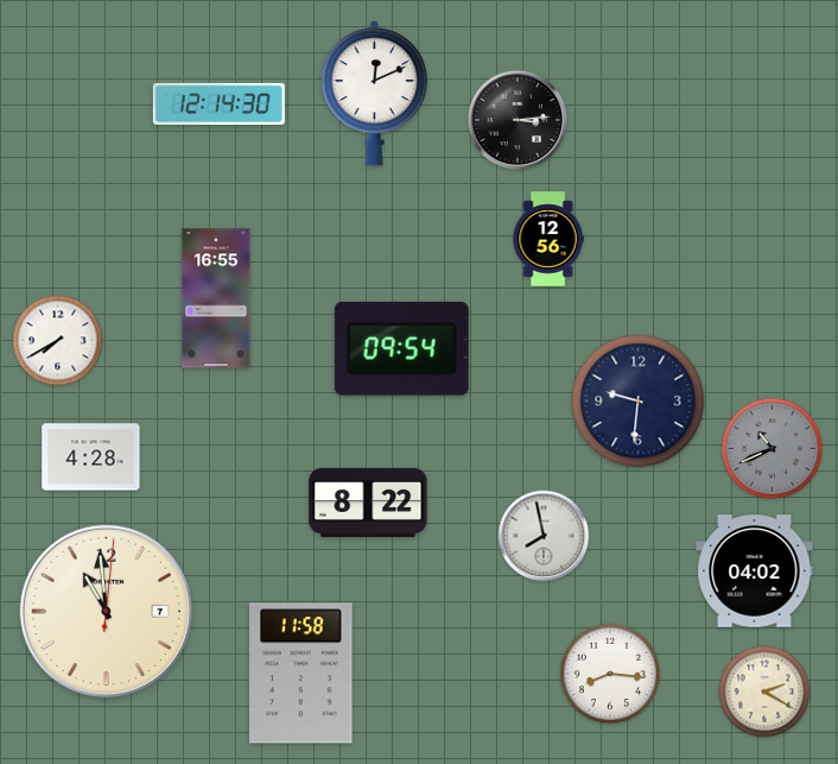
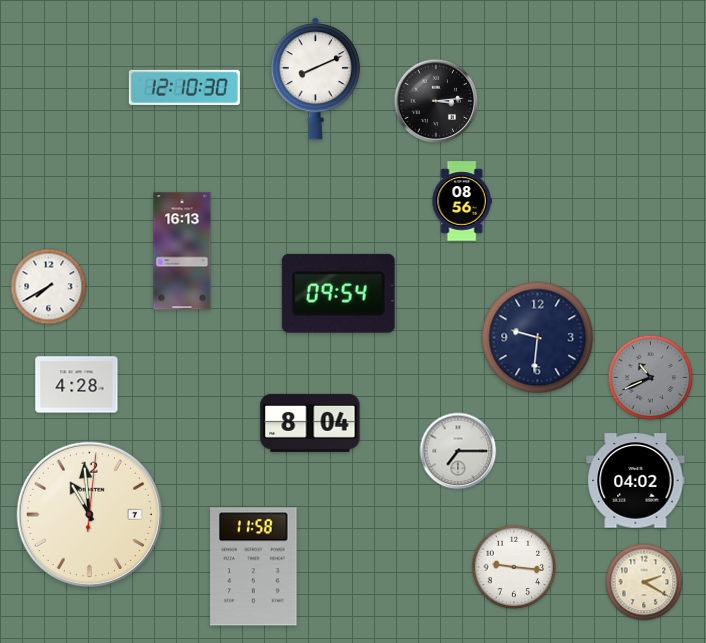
clock at (374, 94): 12:11 -> 8:11
clock at (218, 103): 12:14 -> 12:10
clock at (548, 239): 12:56 -> 08:56
clock at (216, 298): 16:55 -> 16:13
clock at (368, 503): 8:22 -> 8:04
clock at (544, 536): 7:58 -> 7:15
clock at (610, 674): 8:16 -> 9:16
